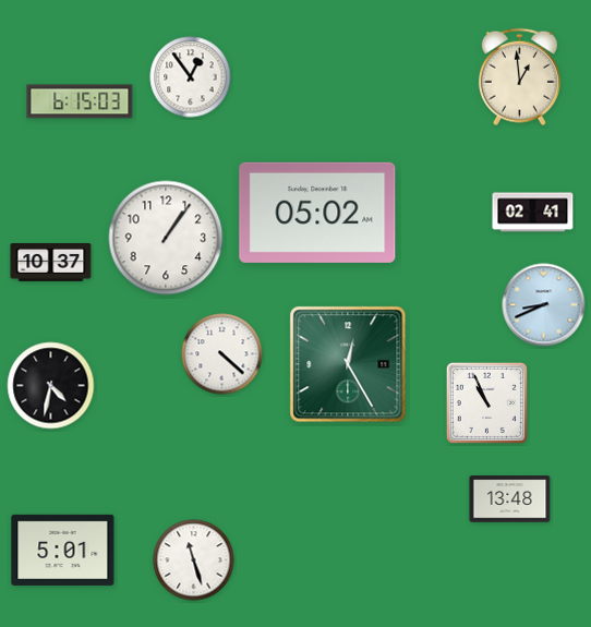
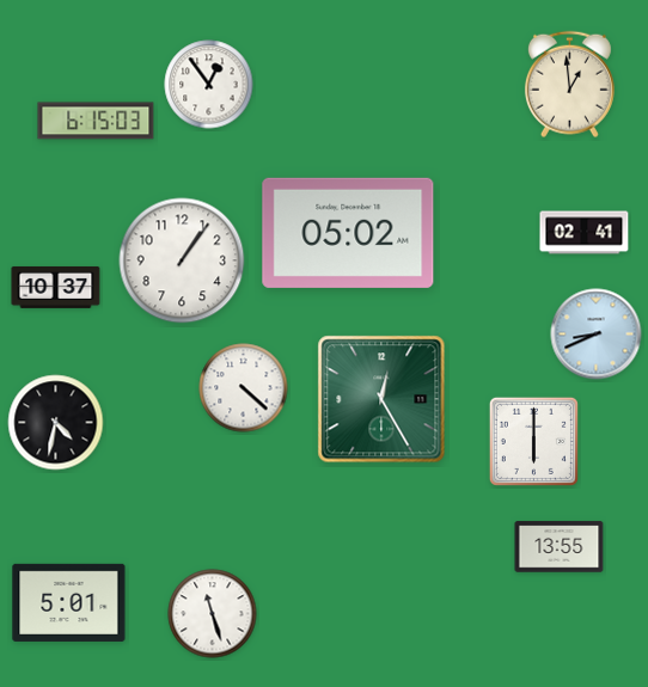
clock at (80, 101) position: (80, 101) -> (96, 121)
clock at (486, 402): 10:56 -> 6:00
clock at (510, 499): 13:48 -> 13:55
